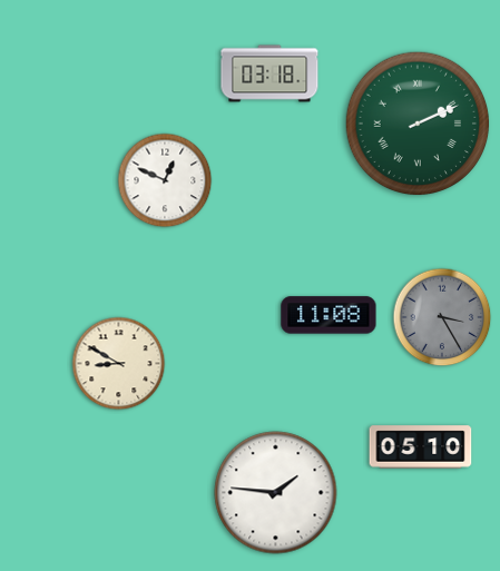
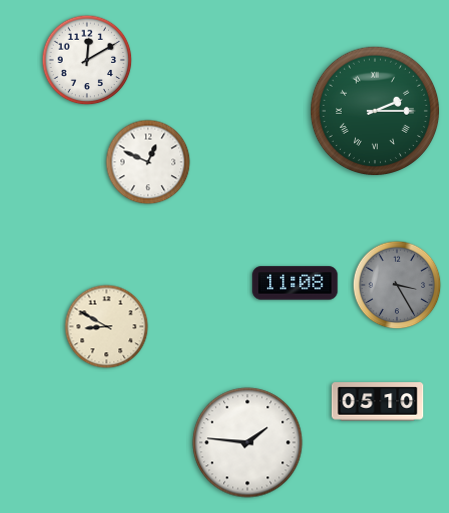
clock at (87, 60): none -> 12:10
clock at (269, 73): 03:18 -> none
clock at (418, 124): 2:11 -> 2:15
